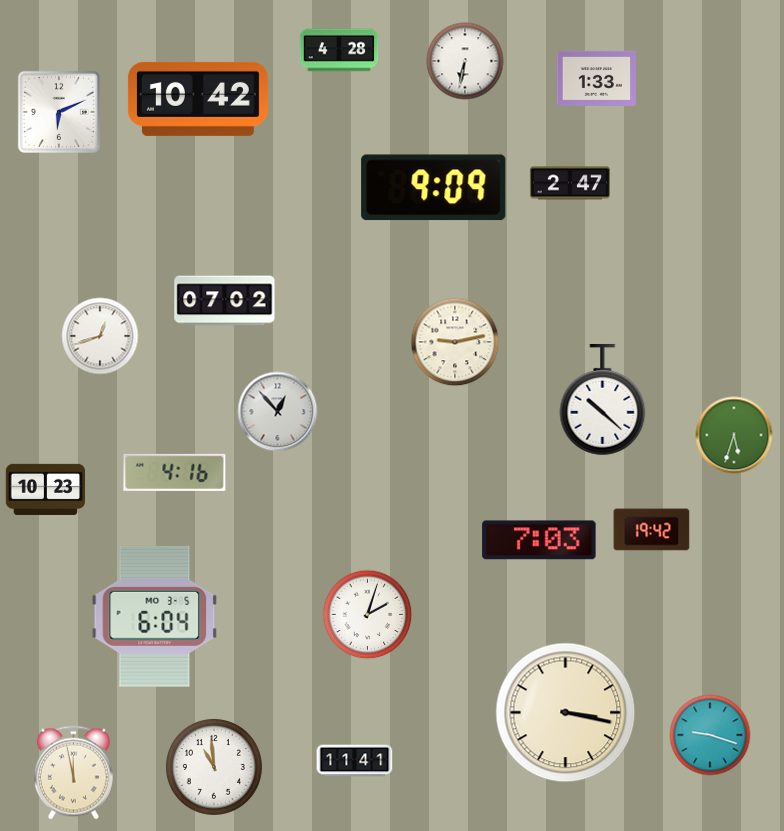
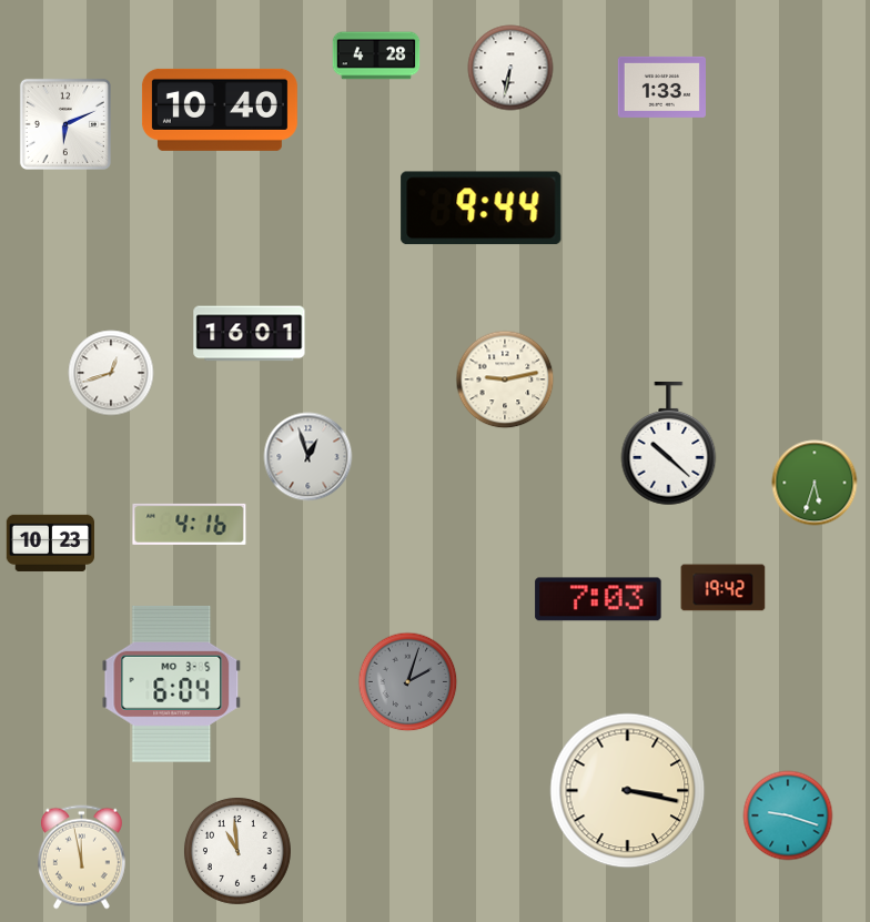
clock at (465, 61) position: (465, 61) -> (510, 68)
clock at (198, 99): 10:42 -> 10:40
clock at (570, 183): 2:47 -> none
clock at (434, 188): 9:09 -> 9:44
clock at (225, 301): 07:02 -> 16:01
clock at (278, 412): 12:53 -> 12:57
clock at (175, 472) position: (175, 472) -> (190, 524)
clock at (368, 615) dial: white -> grey
clock at (355, 761): 11:41 -> none
